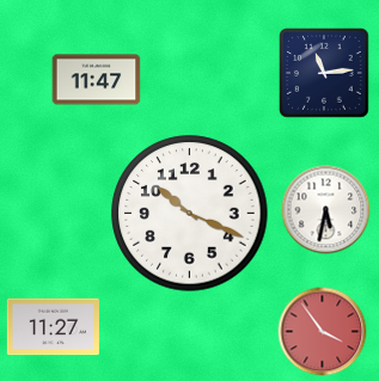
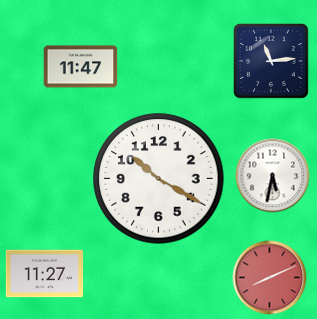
clock at (190, 214): 10:19 -> 10:20
clock at (323, 332): 3:54 -> 8:11
